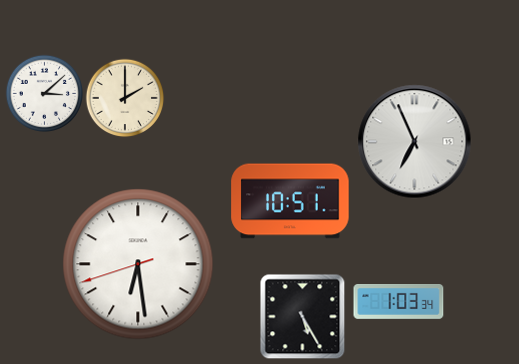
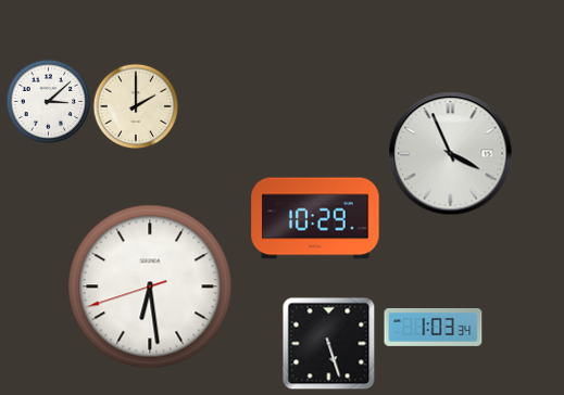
clock at (415, 142): 6:56 -> 3:56
clock at (290, 201): 10:51 -> 10:29
clock at (302, 316): 5:25 -> 5:27
